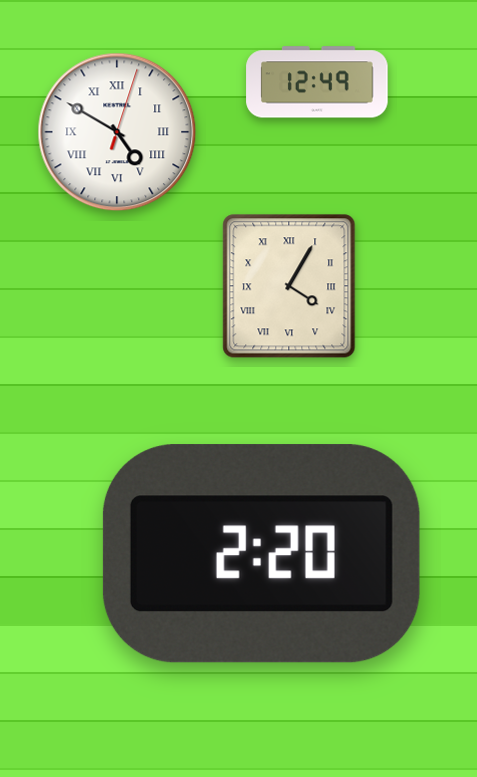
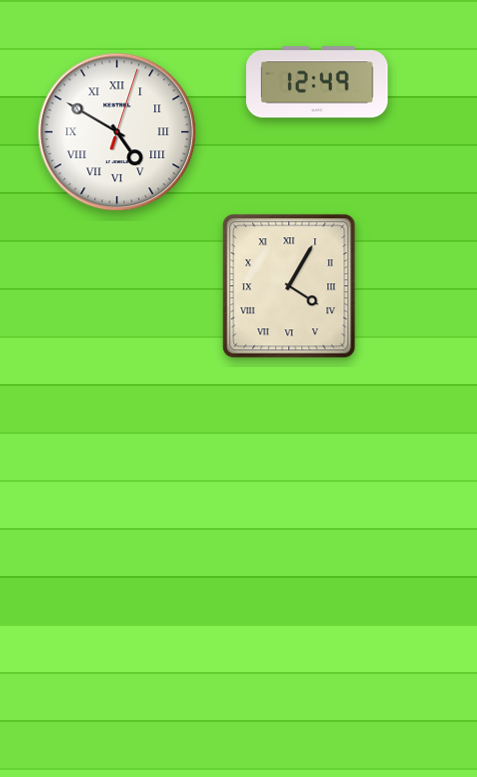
clock at (261, 554): 2:20 -> none
